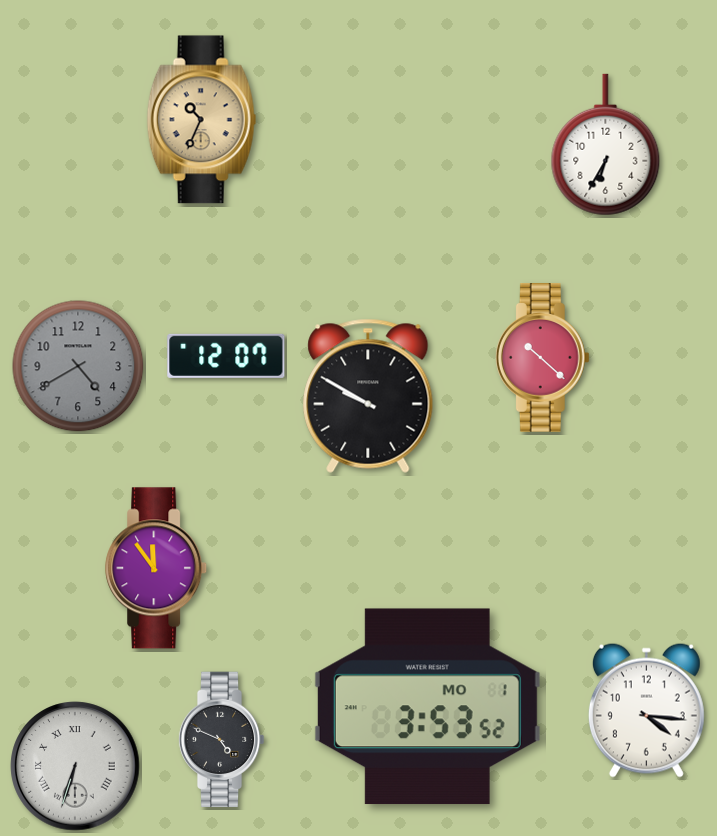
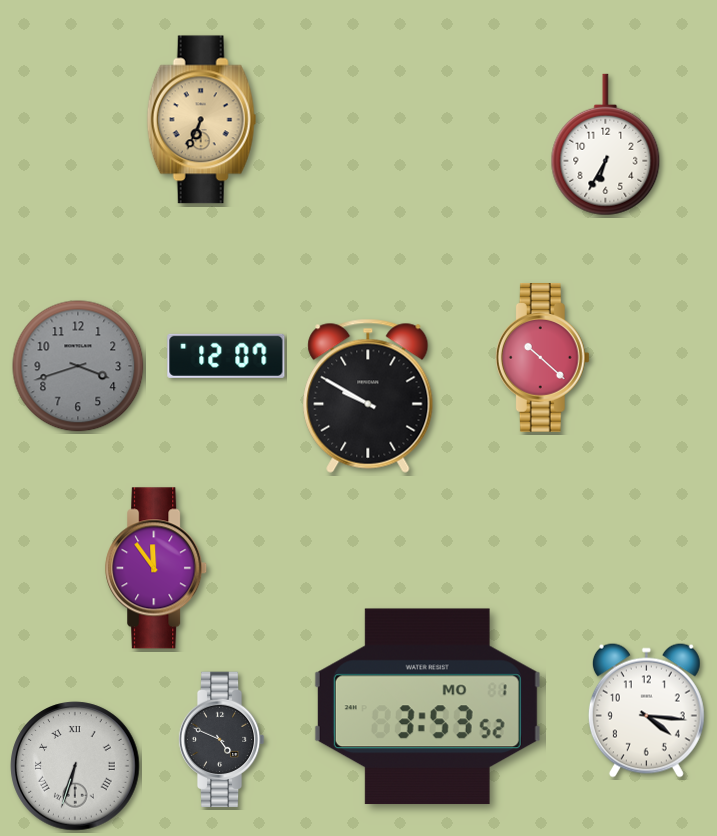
clock at (202, 120): 10:34 -> 6:34
clock at (78, 366): 4:40 -> 3:42
